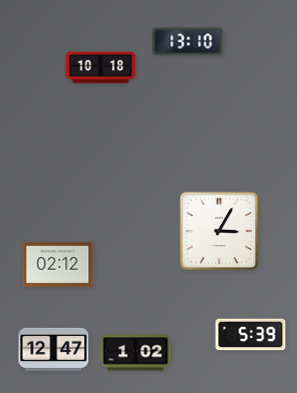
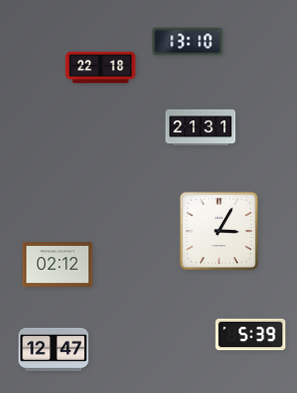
clock at (101, 68): 10:18 -> 22:18
clock at (201, 128): none -> 21:31
clock at (136, 353): 1:02 -> none
